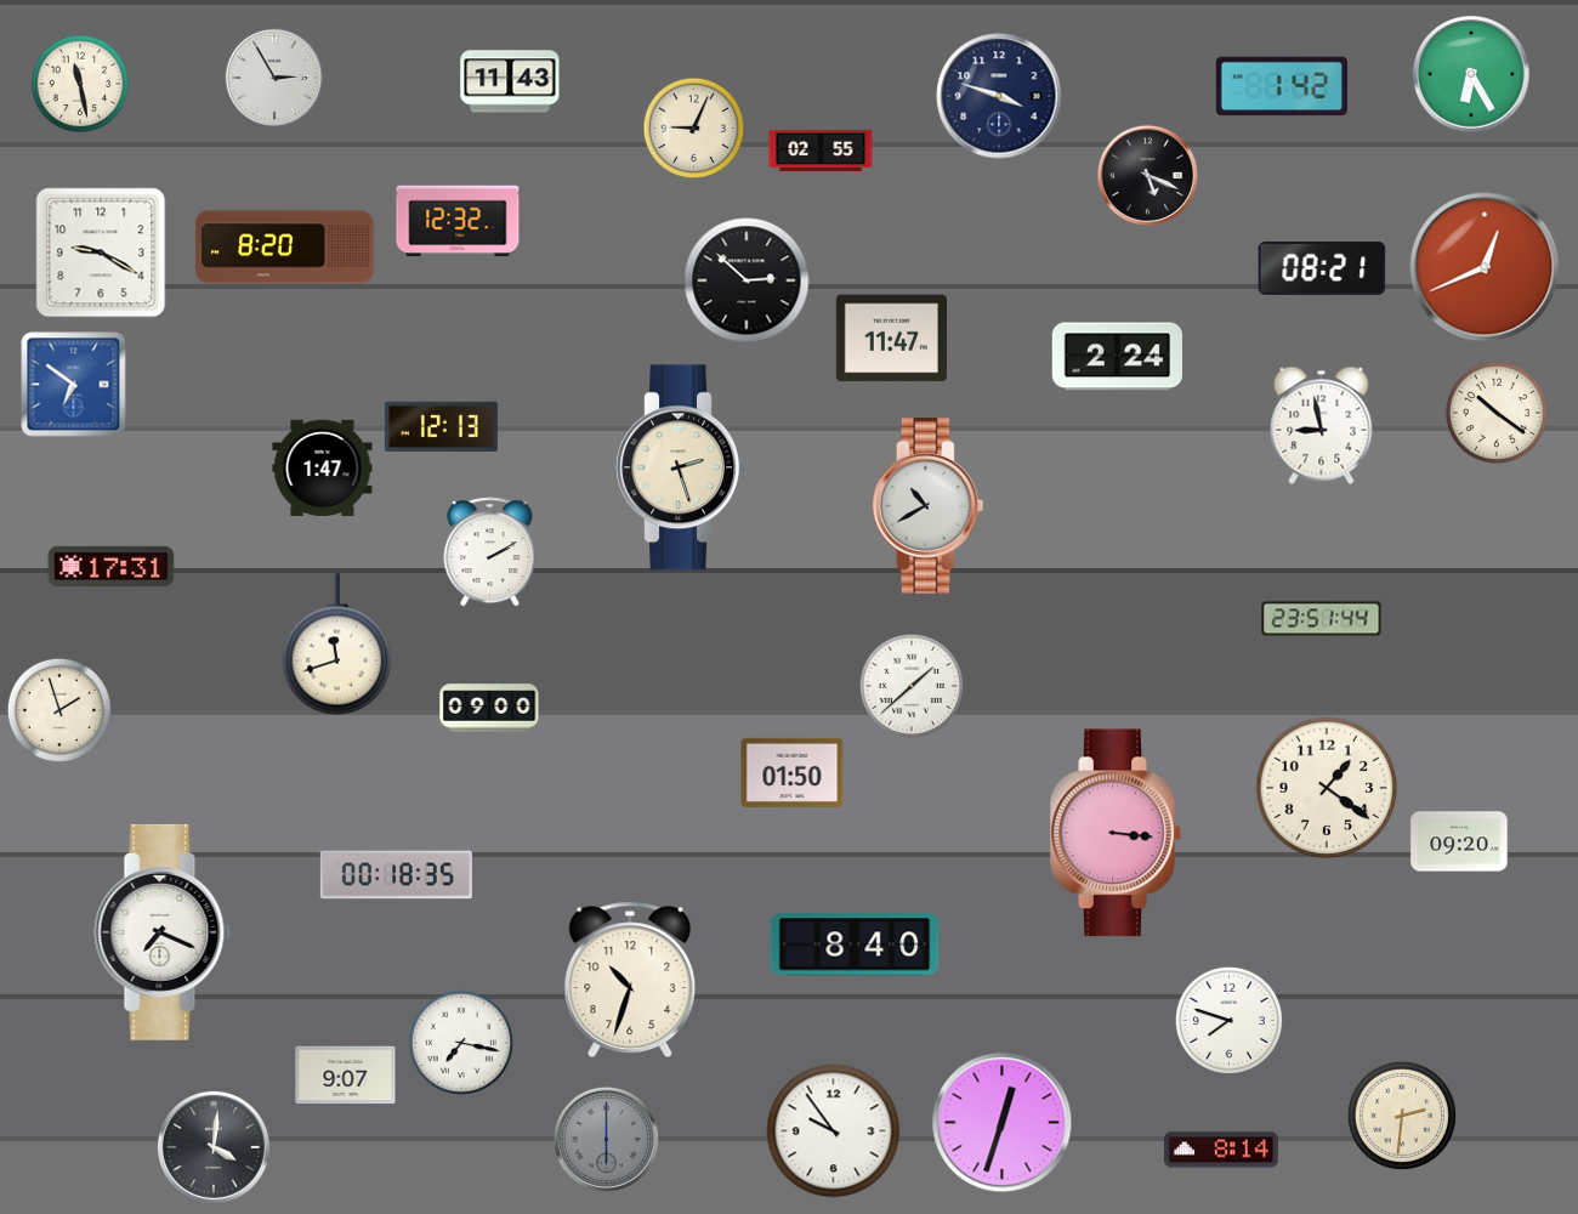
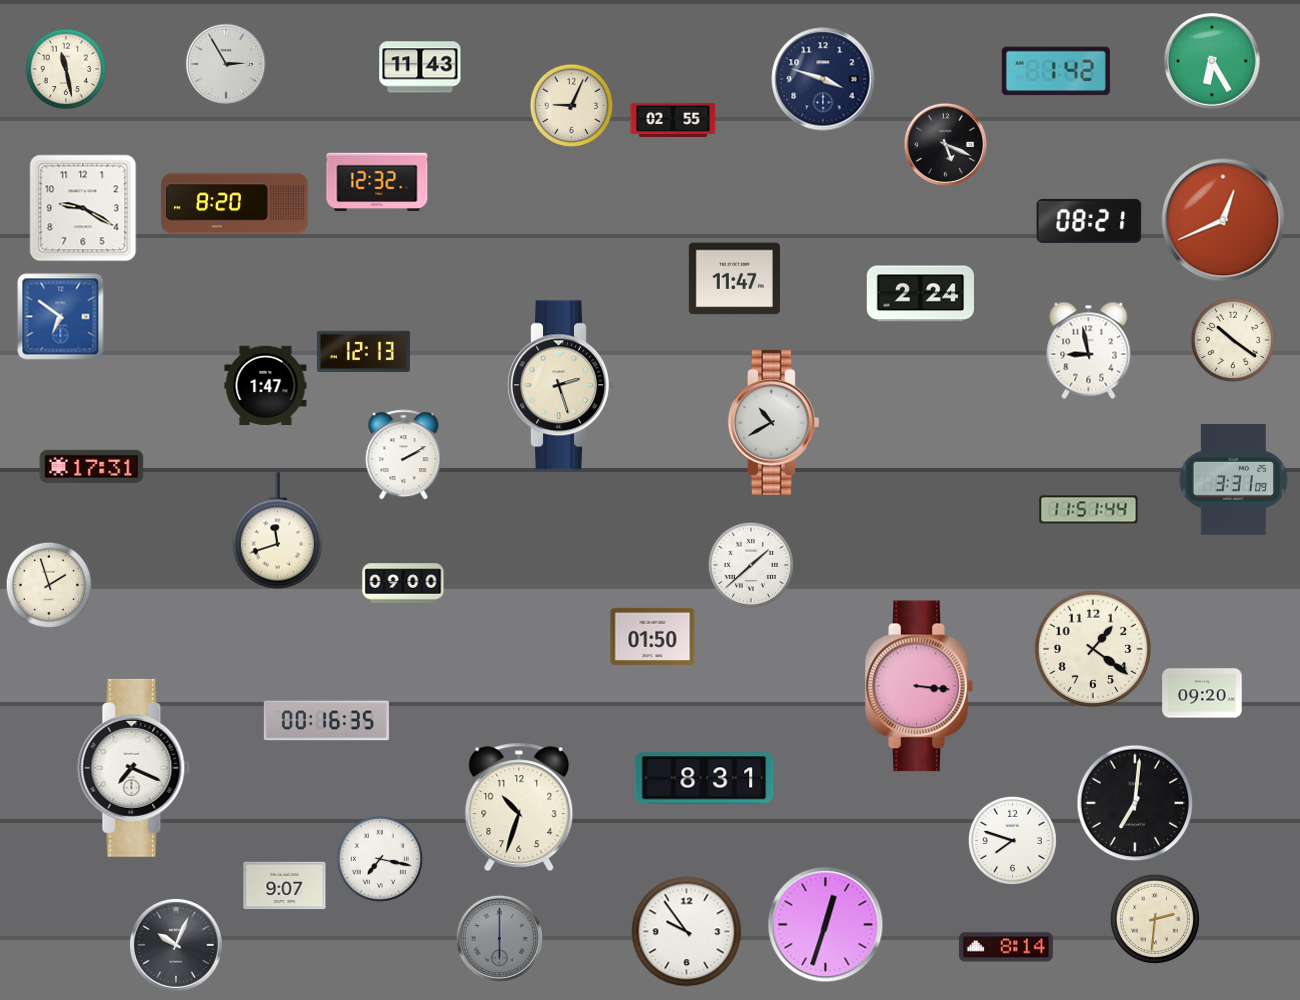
clock at (821, 149) position: (821, 149) -> (673, 119)
clock at (747, 280): 2:52 -> none
clock at (927, 505) position: (927, 505) -> (773, 422)
clock at (1234, 479): none -> 3:31
clock at (1322, 619): 23:51 -> 11:51
clock at (396, 875): 00:18 -> 00:16
clock at (855, 944): 8:40 -> 8:31
clock at (1135, 803): none -> 7:01
clock at (214, 1147): 4:01 -> 10:04
